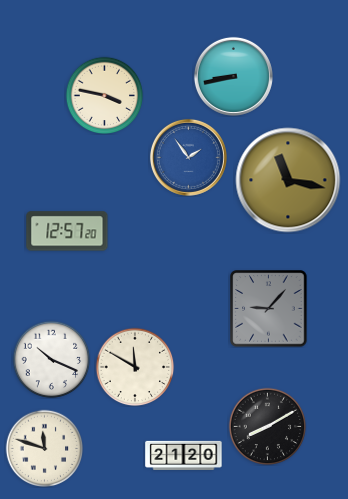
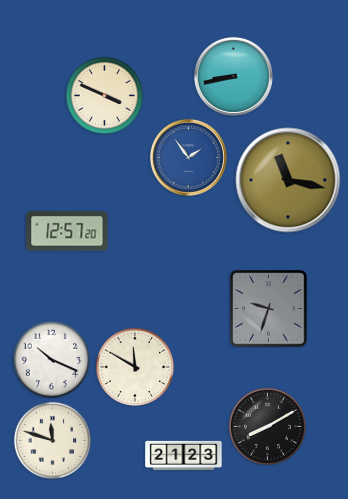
clock at (104, 95): 3:47 -> 3:49
clock at (269, 309): 9:07 -> 9:33
clock at (44, 448) position: (44, 448) -> (52, 440)
clock at (184, 455): 21:20 -> 21:23
